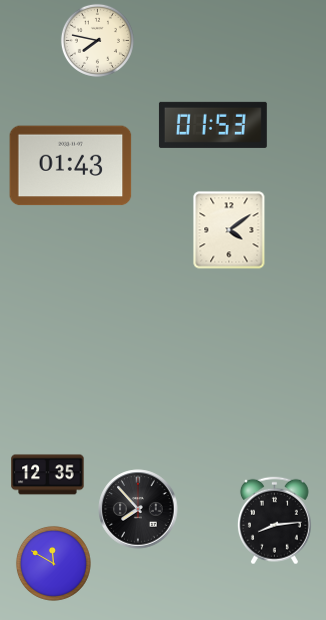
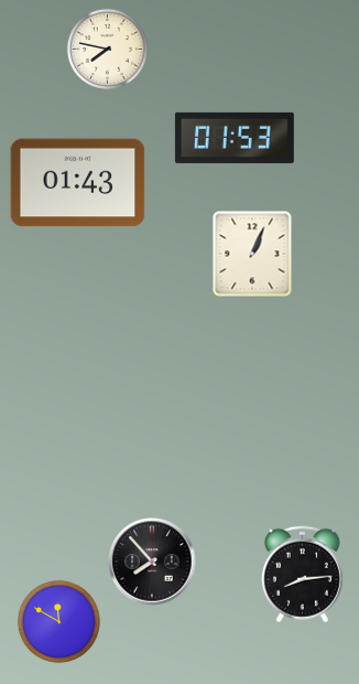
clock at (97, 40) position: (97, 40) -> (107, 49)
clock at (229, 230): 4:09 -> 1:04
clock at (48, 475): 12:35 -> none
